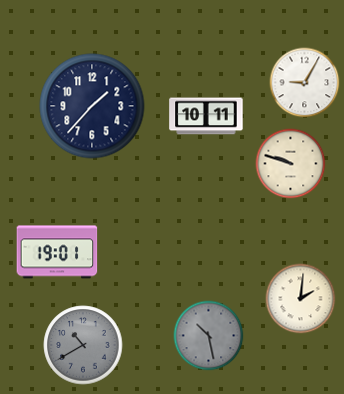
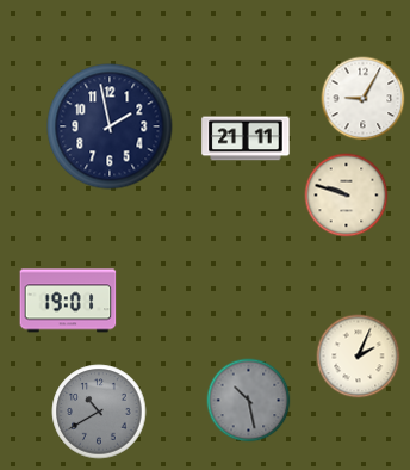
clock at (92, 106): 1:37 -> 1:58
clock at (206, 116): 10:11 -> 21:11
clock at (301, 299): 2:01 -> 2:04
